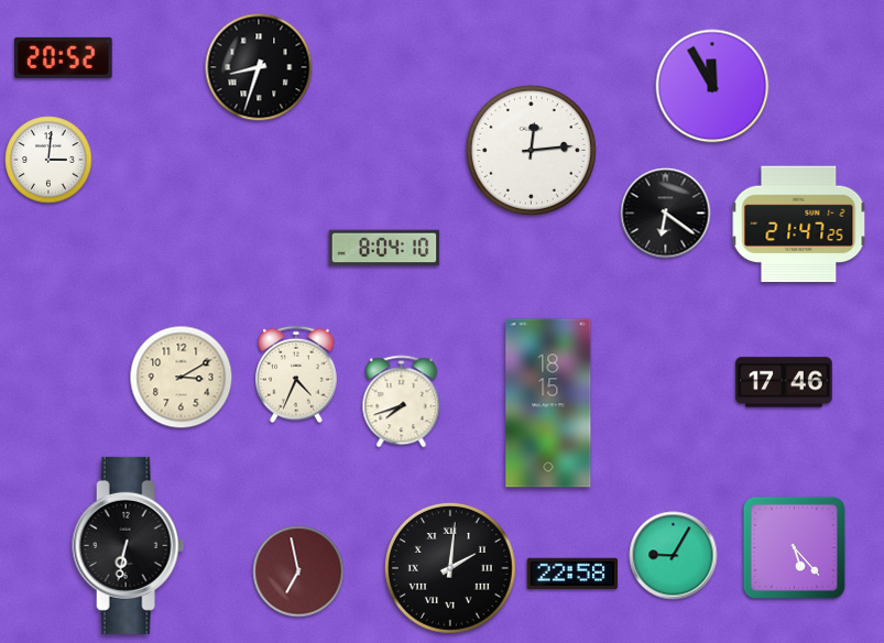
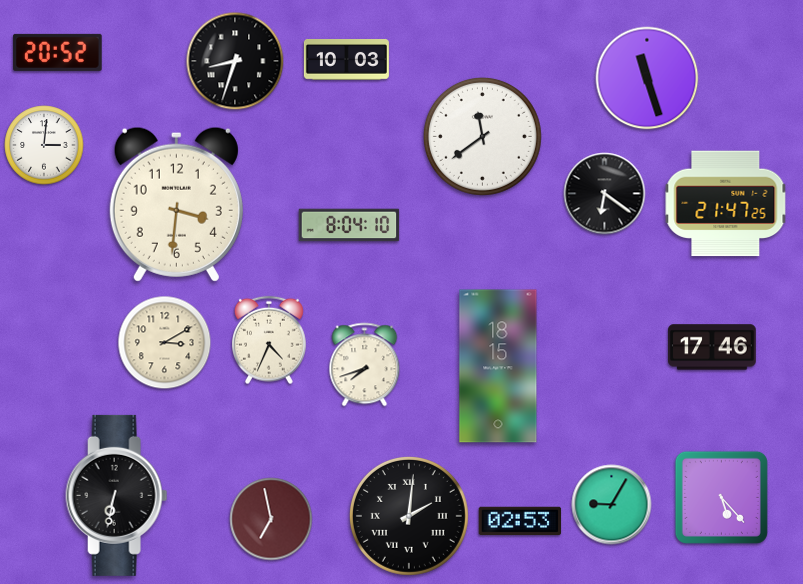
clock at (346, 60): none -> 10:03
clock at (712, 86): 11:55 -> 11:27
clock at (531, 150): 12:14 -> 11:39
clock at (176, 204): none -> 3:31
clock at (572, 574): 22:58 -> 02:53
